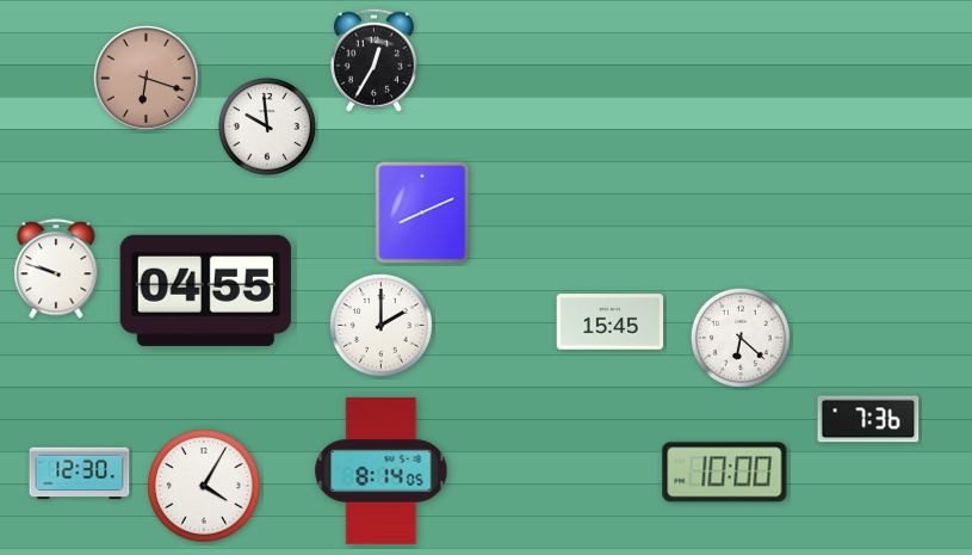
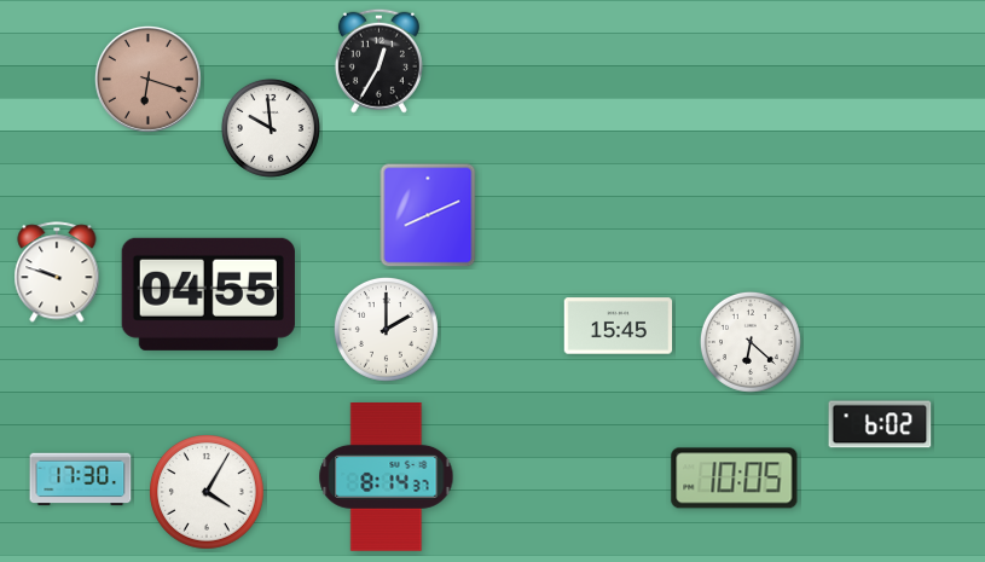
clock at (868, 419): 7:36 -> 6:02
clock at (382, 471): 8:14:05 -> 8:14:37
clock at (725, 473): 10:00 -> 10:05
clock at (80, 474): 12:30 -> 17:30
